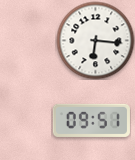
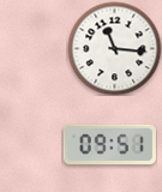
clock at (95, 40): 6:16 -> 11:16
